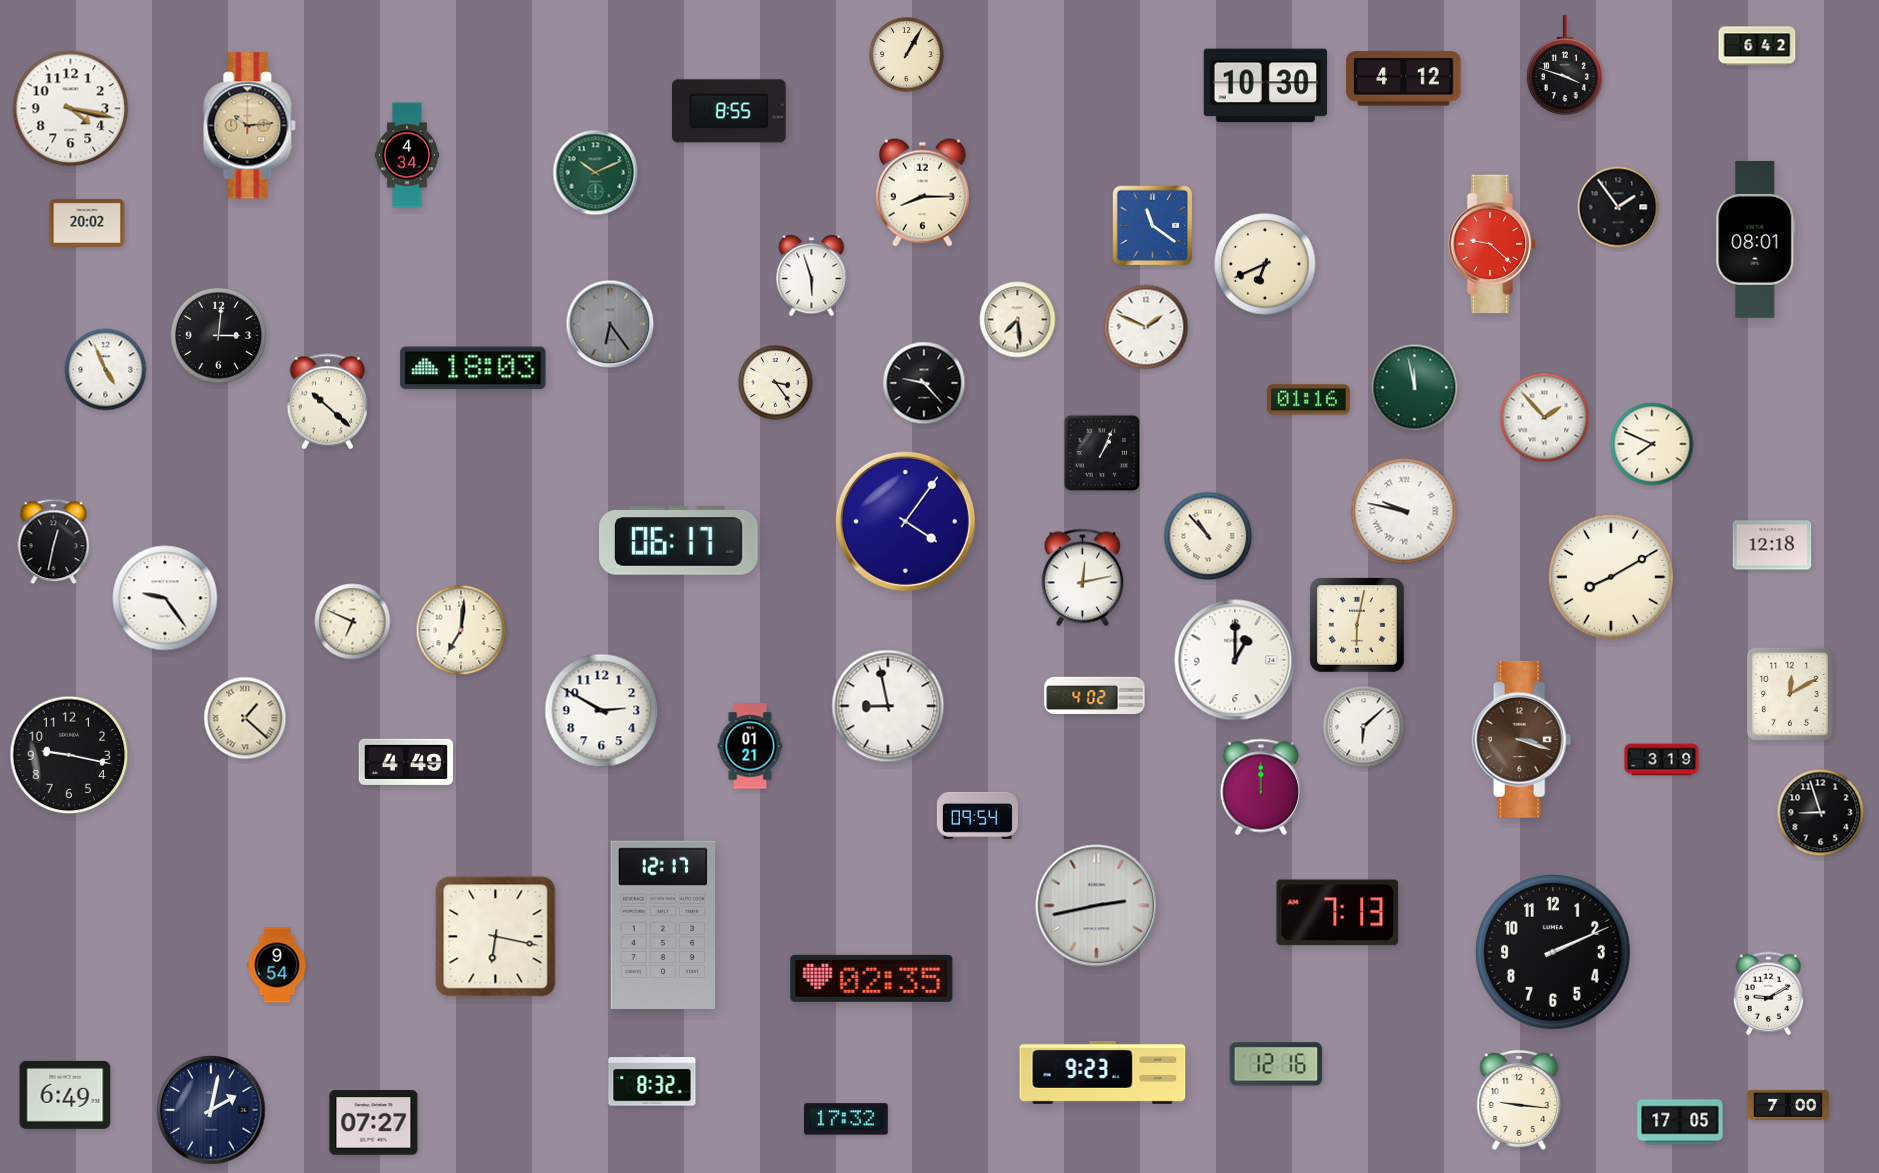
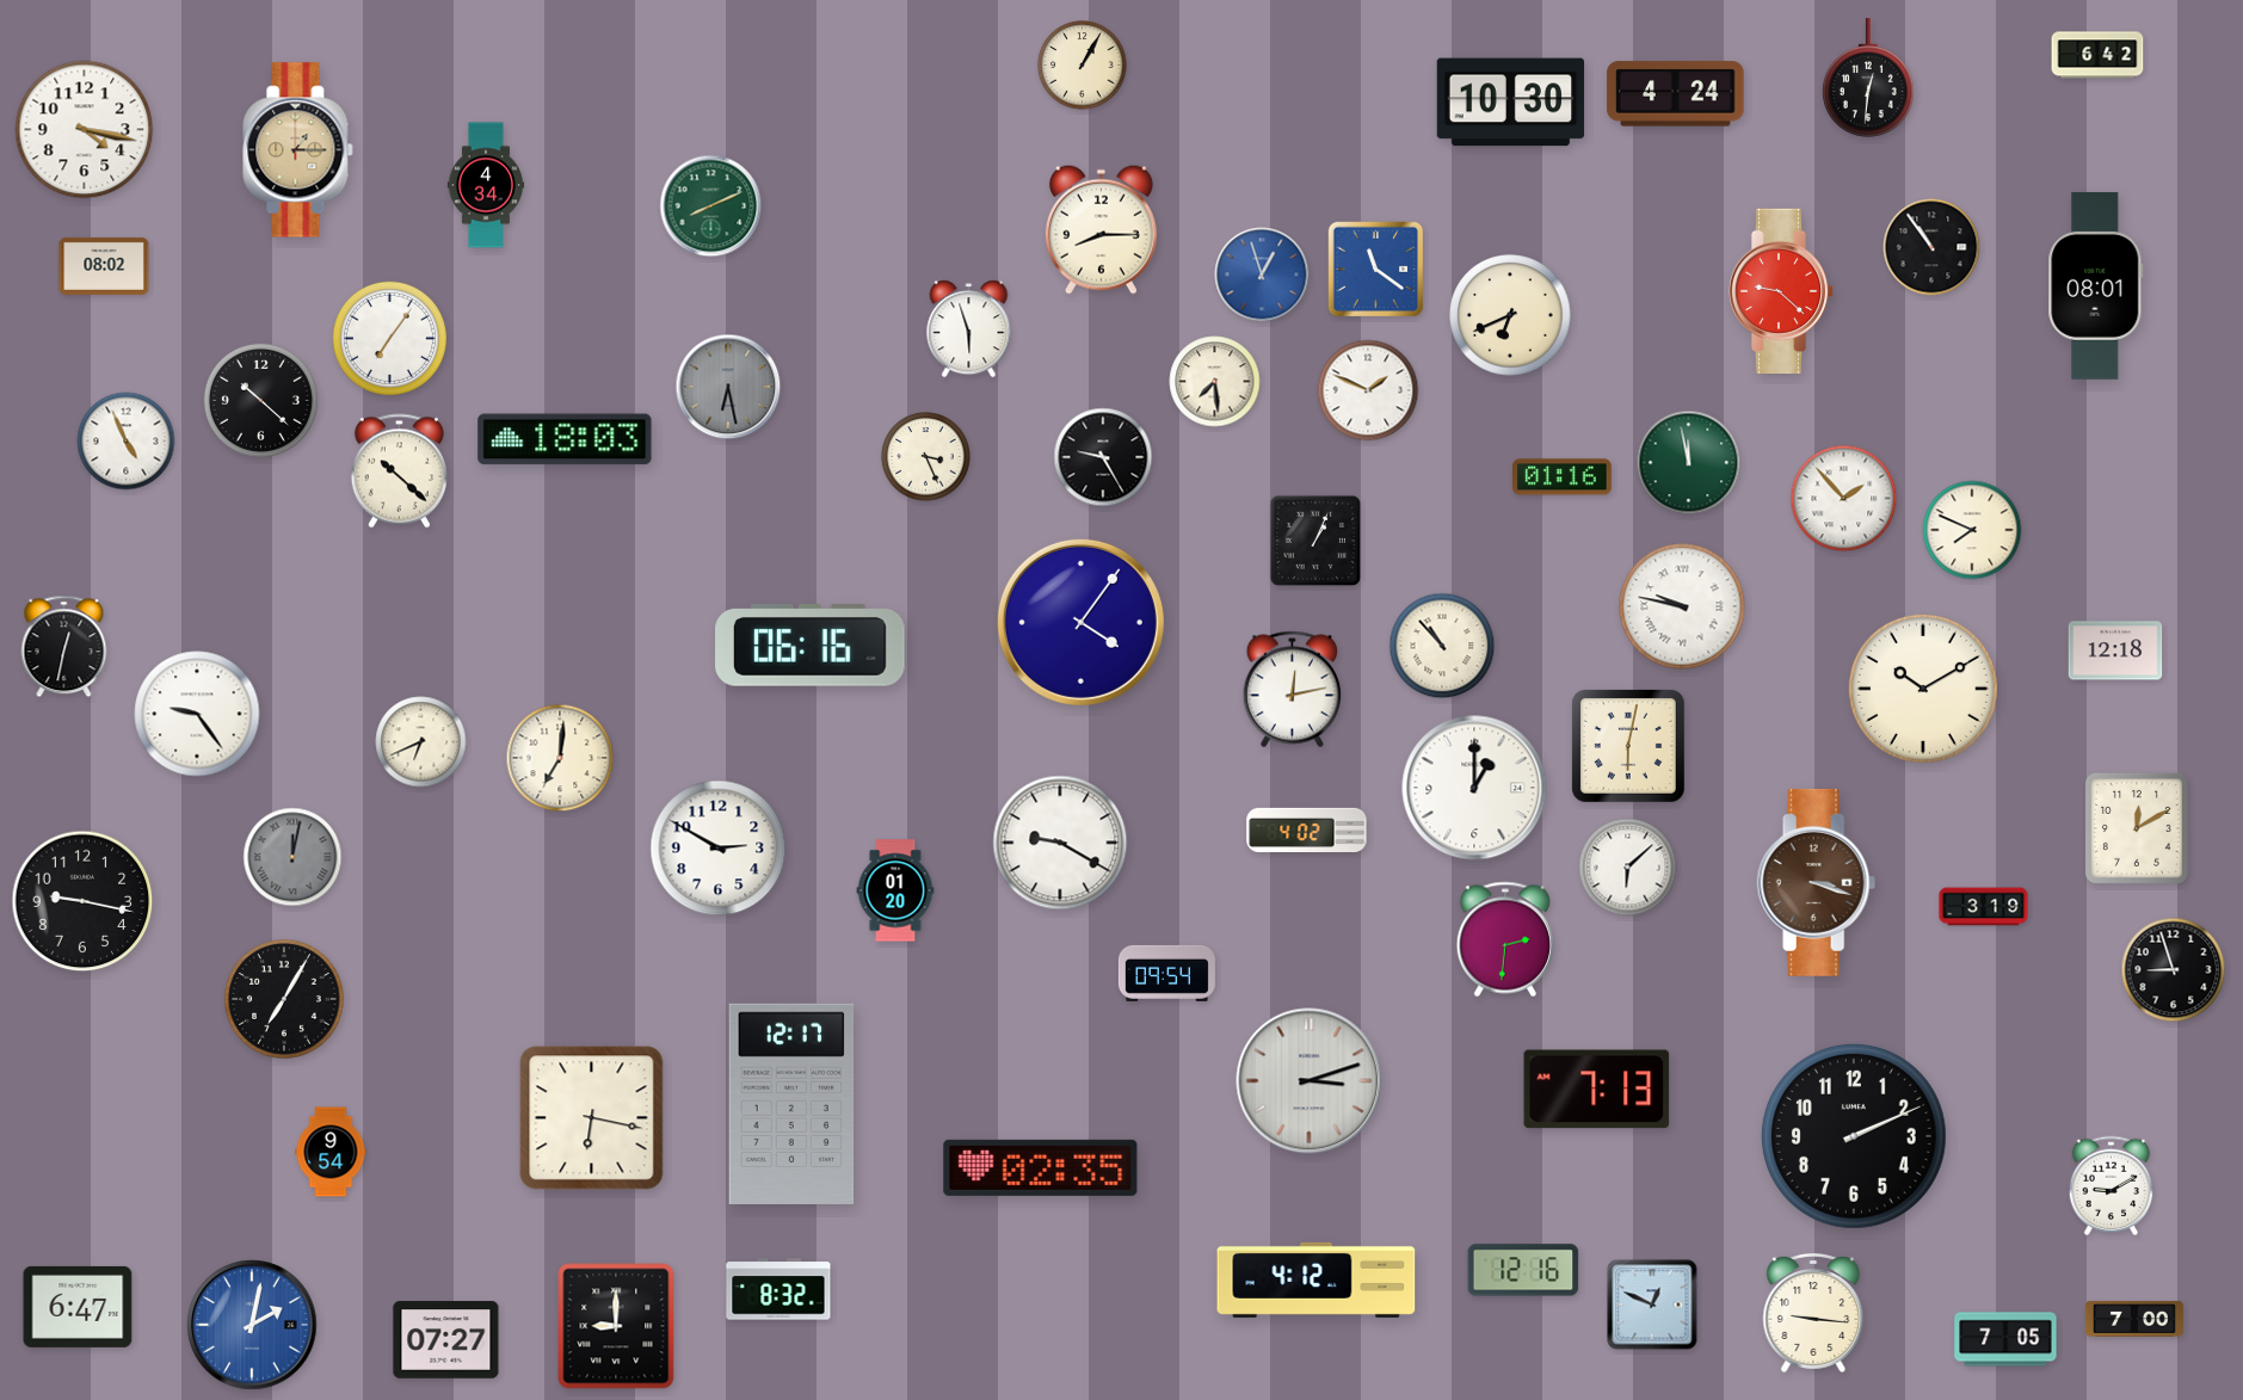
clock at (1566, 65): 3:48 -> 12:31
clock at (1404, 79): 4:12 -> 4:24
clock at (729, 111): 8:55 -> none
clock at (250, 126): 10:14 -> 1:15
clock at (596, 173): 10:11 -> 8:11
clock at (1618, 207): 1:54 -> 10:54
clock at (87, 223): 20:02 -> 08:02
clock at (1262, 275): none -> 12:57
clock at (389, 338): none -> 7:06
clock at (610, 324): 6:24 -> 6:28
clock at (218, 335): 3:01 -> 10:22
clock at (776, 383): 3:24 -> 3:26
clock at (924, 383): 9:23 -> 9:25
clock at (327, 402) position: (327, 402) -> (399, 471)
clock at (1404, 511) position: (1404, 511) -> (1682, 606)
clock at (1208, 536) position: (1208, 536) -> (1442, 646)
clock at (679, 541): 06:17 -> 06:16
clock at (1611, 577): 8:10 -> 10:10
clock at (353, 622): 6:49 -> 6:41
clock at (1357, 625) position: (1357, 625) -> (1628, 746)
clock at (461, 630) position: (461, 630) -> (560, 758)
clock at (888, 706): 8:58 -> 9:20
clock at (245, 718): 1:22 -> 12:02
clock at (245, 718) dial: cream -> grey
clock at (750, 746): 01:21 -> 01:20
clock at (406, 762): 4:49 -> none
clock at (1261, 787): 12:00 -> 2:31
clock at (285, 999): none -> 7:05
clock at (1097, 906): 2:43 -> 3:12
clock at (1103, 1072): 9:23 -> 4:12
clock at (1652, 1305): none -> 12:49
clock at (65, 1095): 6:49 -> 6:47
clock at (211, 1110) dial: navy -> blue
clock at (616, 1326): none -> 9:00
clock at (846, 1119): 17:32 -> none
clock at (1680, 1122): 17:05 -> 7:05
